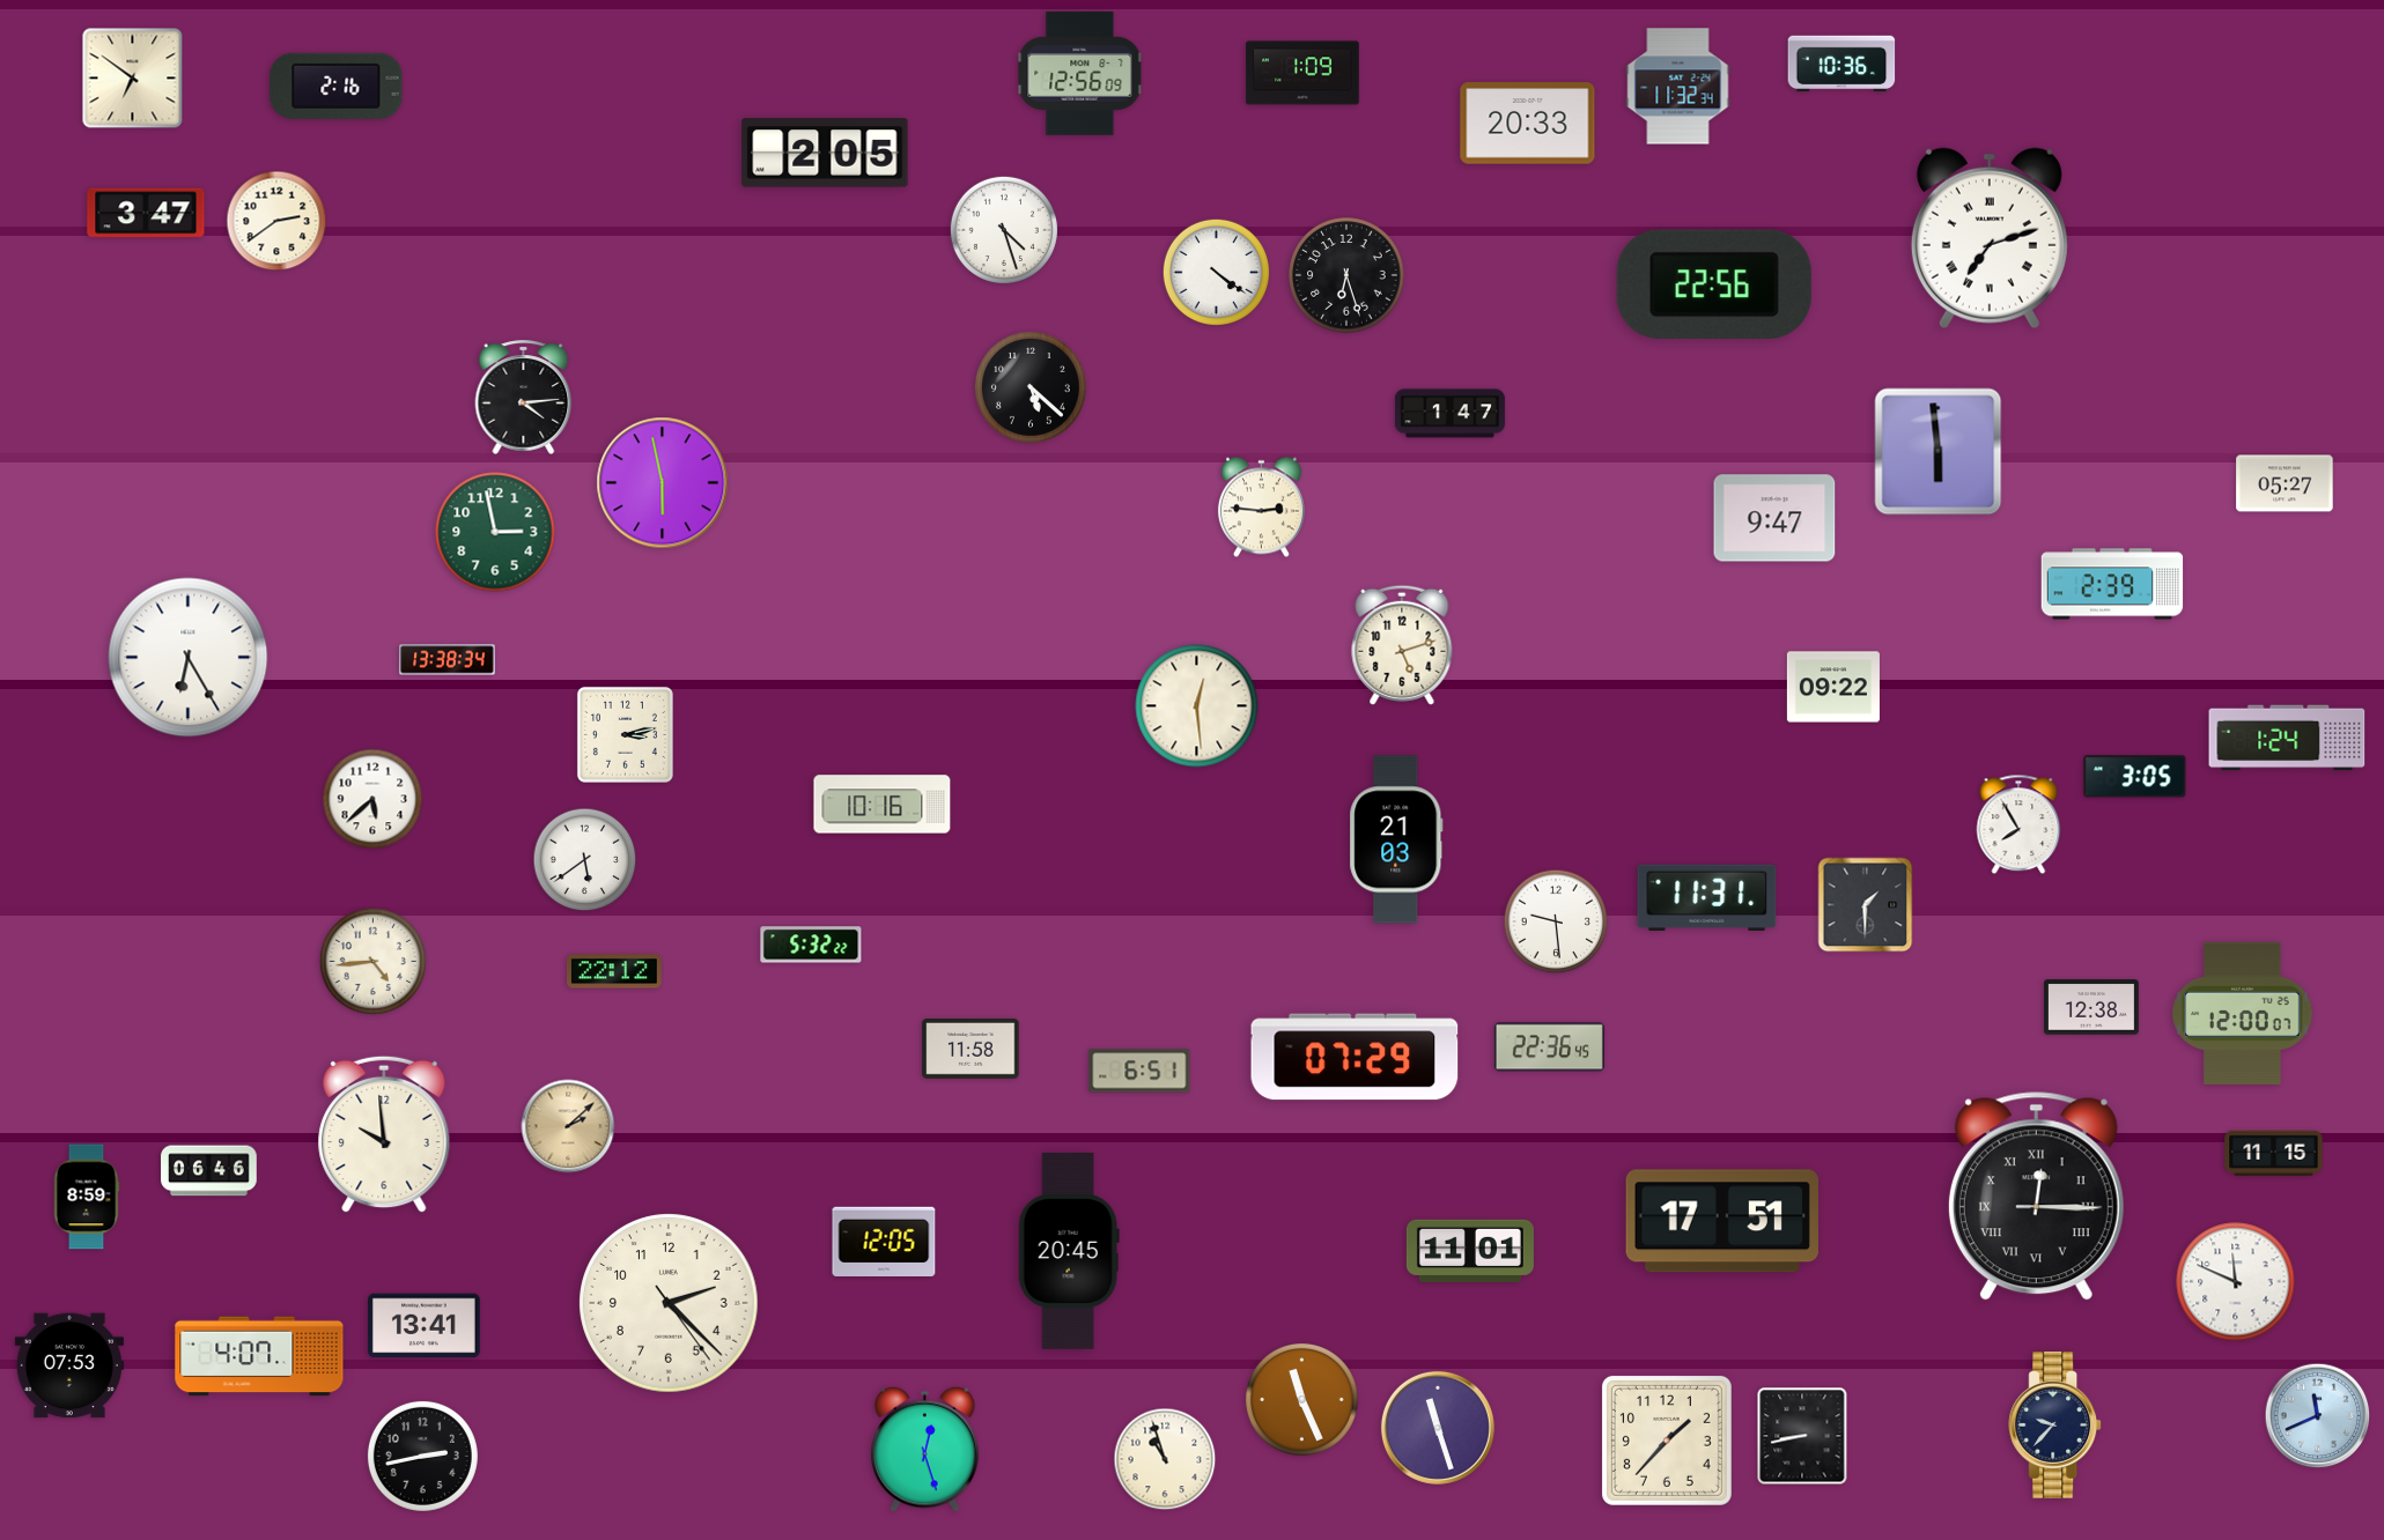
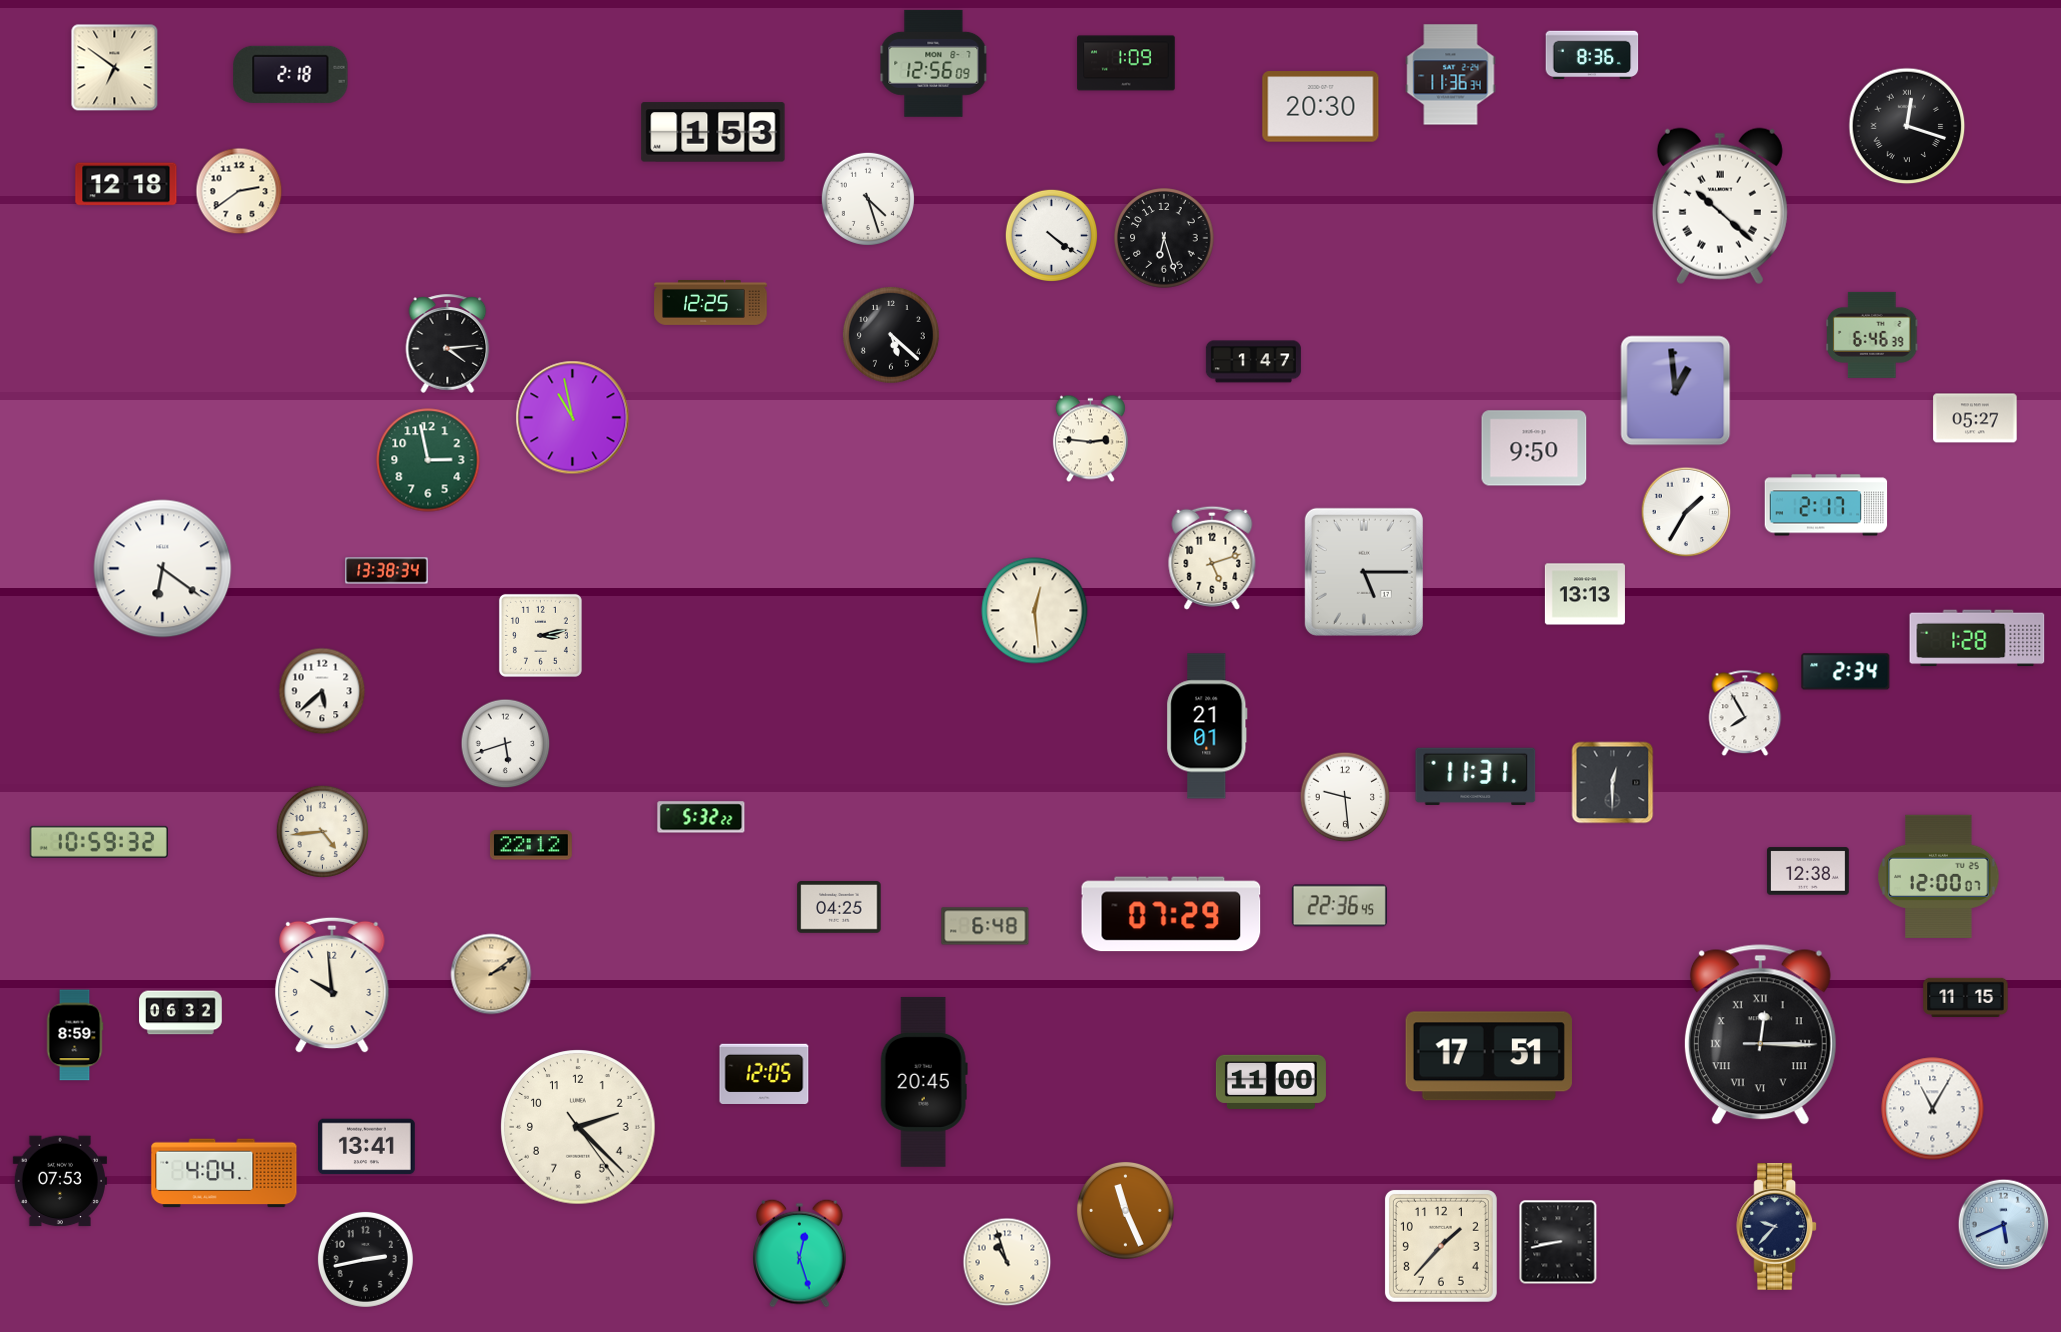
clock at (1841, 64): 10:36 -> 8:36
clock at (337, 86): 2:16 -> 2:18
clock at (1678, 87): 11:32 -> 11:36
clock at (1528, 124): 20:33 -> 20:30
clock at (1907, 126): none -> 12:18
clock at (825, 153): 2:05 -> 1:53
clock at (146, 213): 3:47 -> 12:18
clock at (1990, 238): 7:12 -> 10:22
clock at (1714, 284): 22:56 -> none
clock at (711, 302): none -> 12:25
clock at (1872, 335): none -> 6:46
clock at (524, 397) position: (524, 397) -> (448, 343)
clock at (1449, 414) position: (1449, 414) -> (1253, 362)
clock at (1939, 452): 5:59 -> 12:59
clock at (663, 483): 5:58 -> 10:58
clock at (1774, 518): 9:47 -> 9:50
clock at (2112, 584): 2:39 -> 2:17
clock at (1686, 512): none -> 1:35
clock at (189, 658): 6:25 -> 6:21
clock at (1364, 572): none -> 5:15
clock at (1833, 687): 09:22 -> 13:13
clock at (2287, 738): 1:24 -> 1:28
clock at (2135, 777): 3:05 -> 2:34
clock at (883, 805): 10:16 -> none
clock at (1396, 839): 21:03 -> 21:01
clock at (585, 860): 5:39 -> 5:42
clock at (1866, 905): 1:30 -> 12:30
clock at (614, 971) position: (614, 971) -> (531, 845)
clock at (99, 842): none -> 10:59
clock at (970, 1050): 11:58 -> 04:25
clock at (1139, 1071): 6:51 -> 6:48
clock at (568, 1126): 2:08 -> 2:09
clock at (384, 1134) position: (384, 1134) -> (332, 985)
clock at (209, 1171): 06:46 -> 06:32
clock at (1470, 1251): 11:01 -> 11:00
clock at (2236, 1282): 11:49 -> 11:05
clock at (259, 1356): 4:07 -> 4:04
clock at (2318, 1416): 11:41 -> 5:41
clock at (2055, 1426) position: (2055, 1426) -> (1777, 1227)
clock at (1438, 1428): 11:27 -> none
